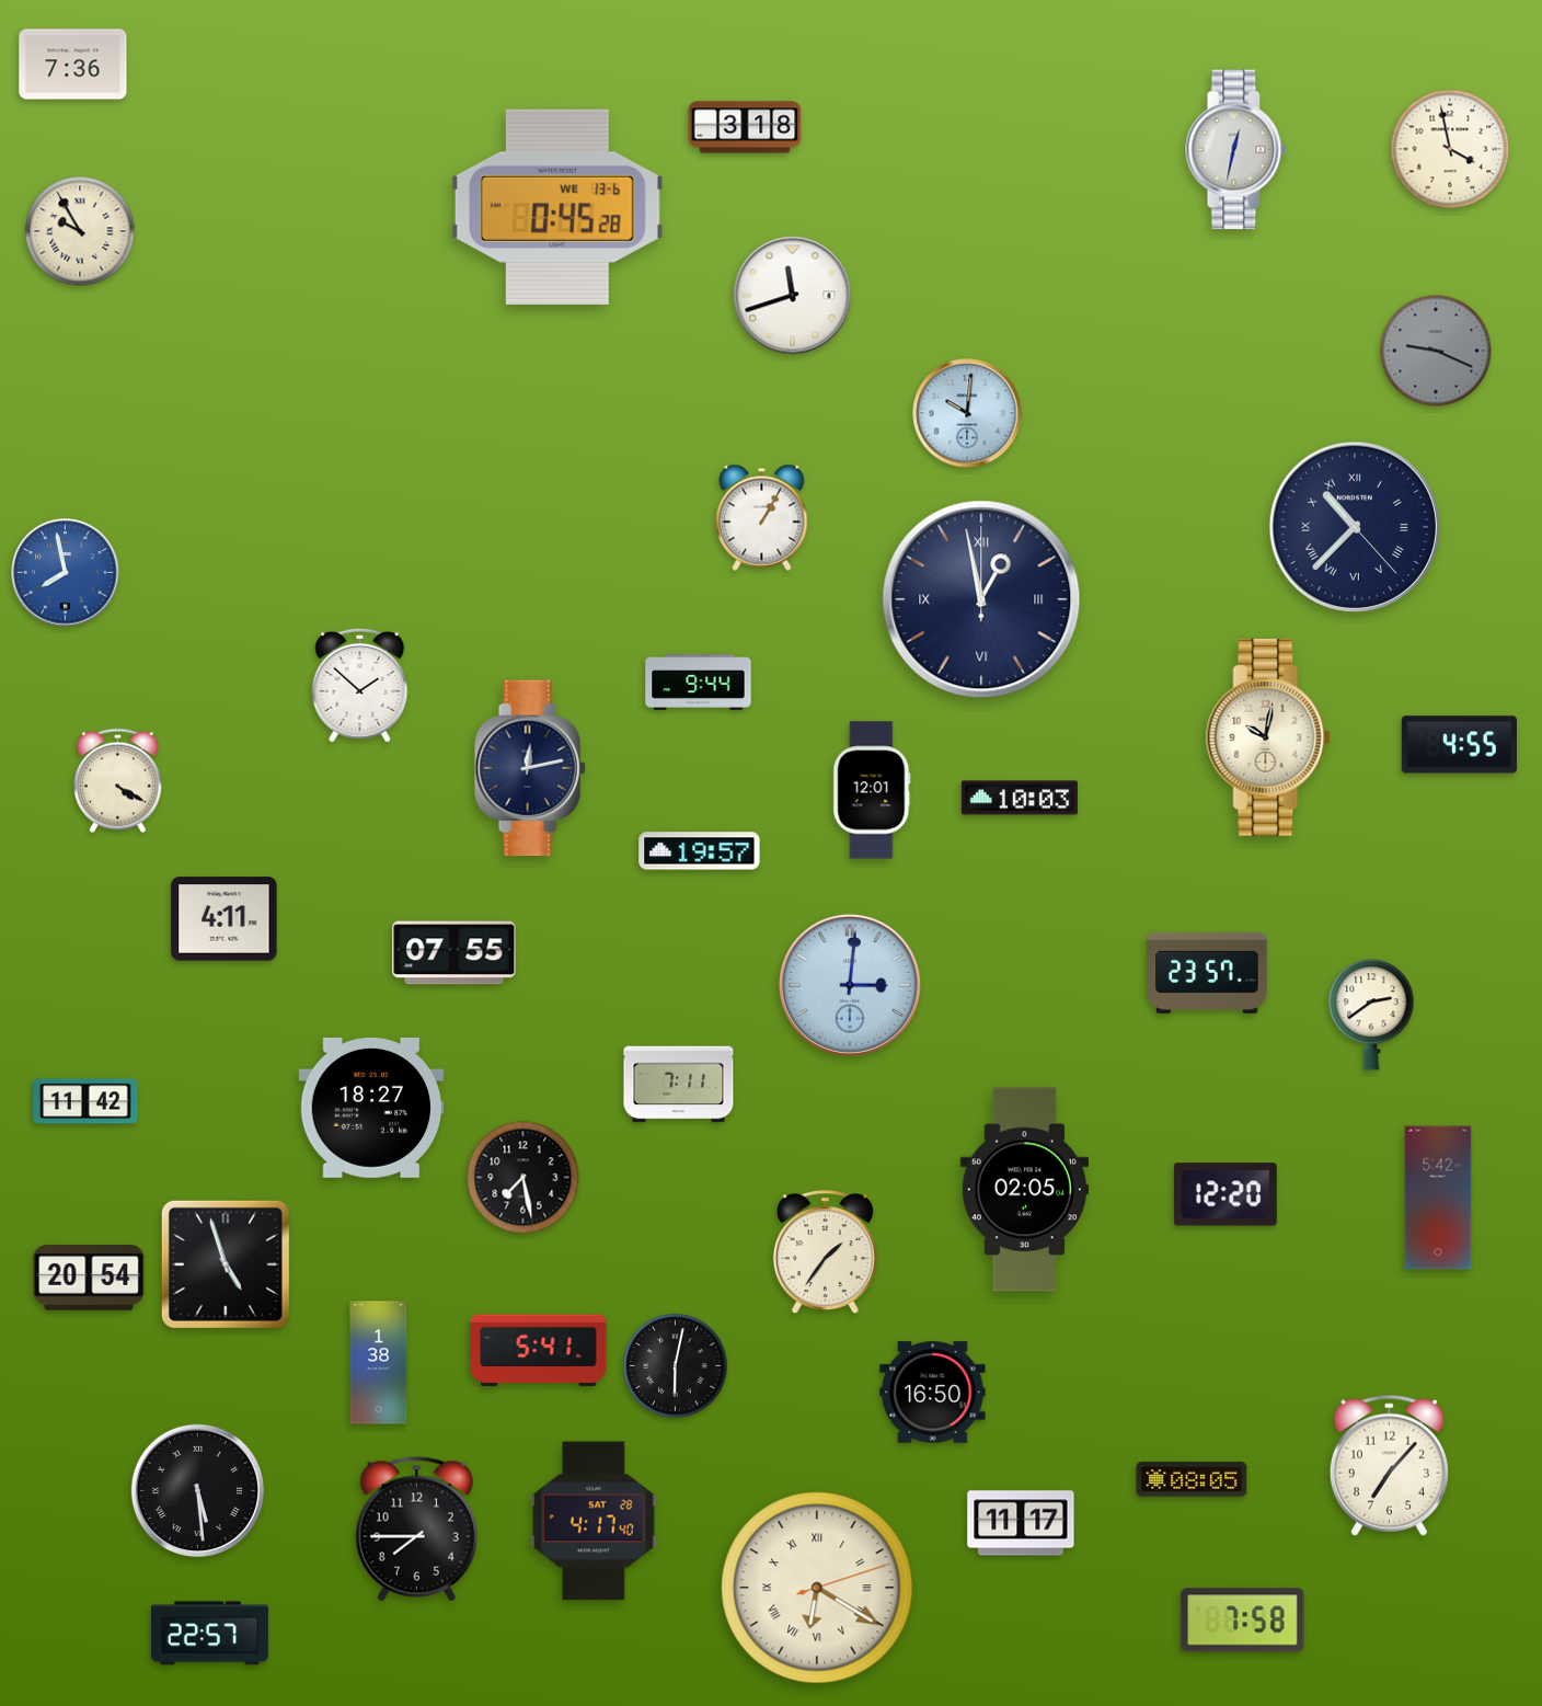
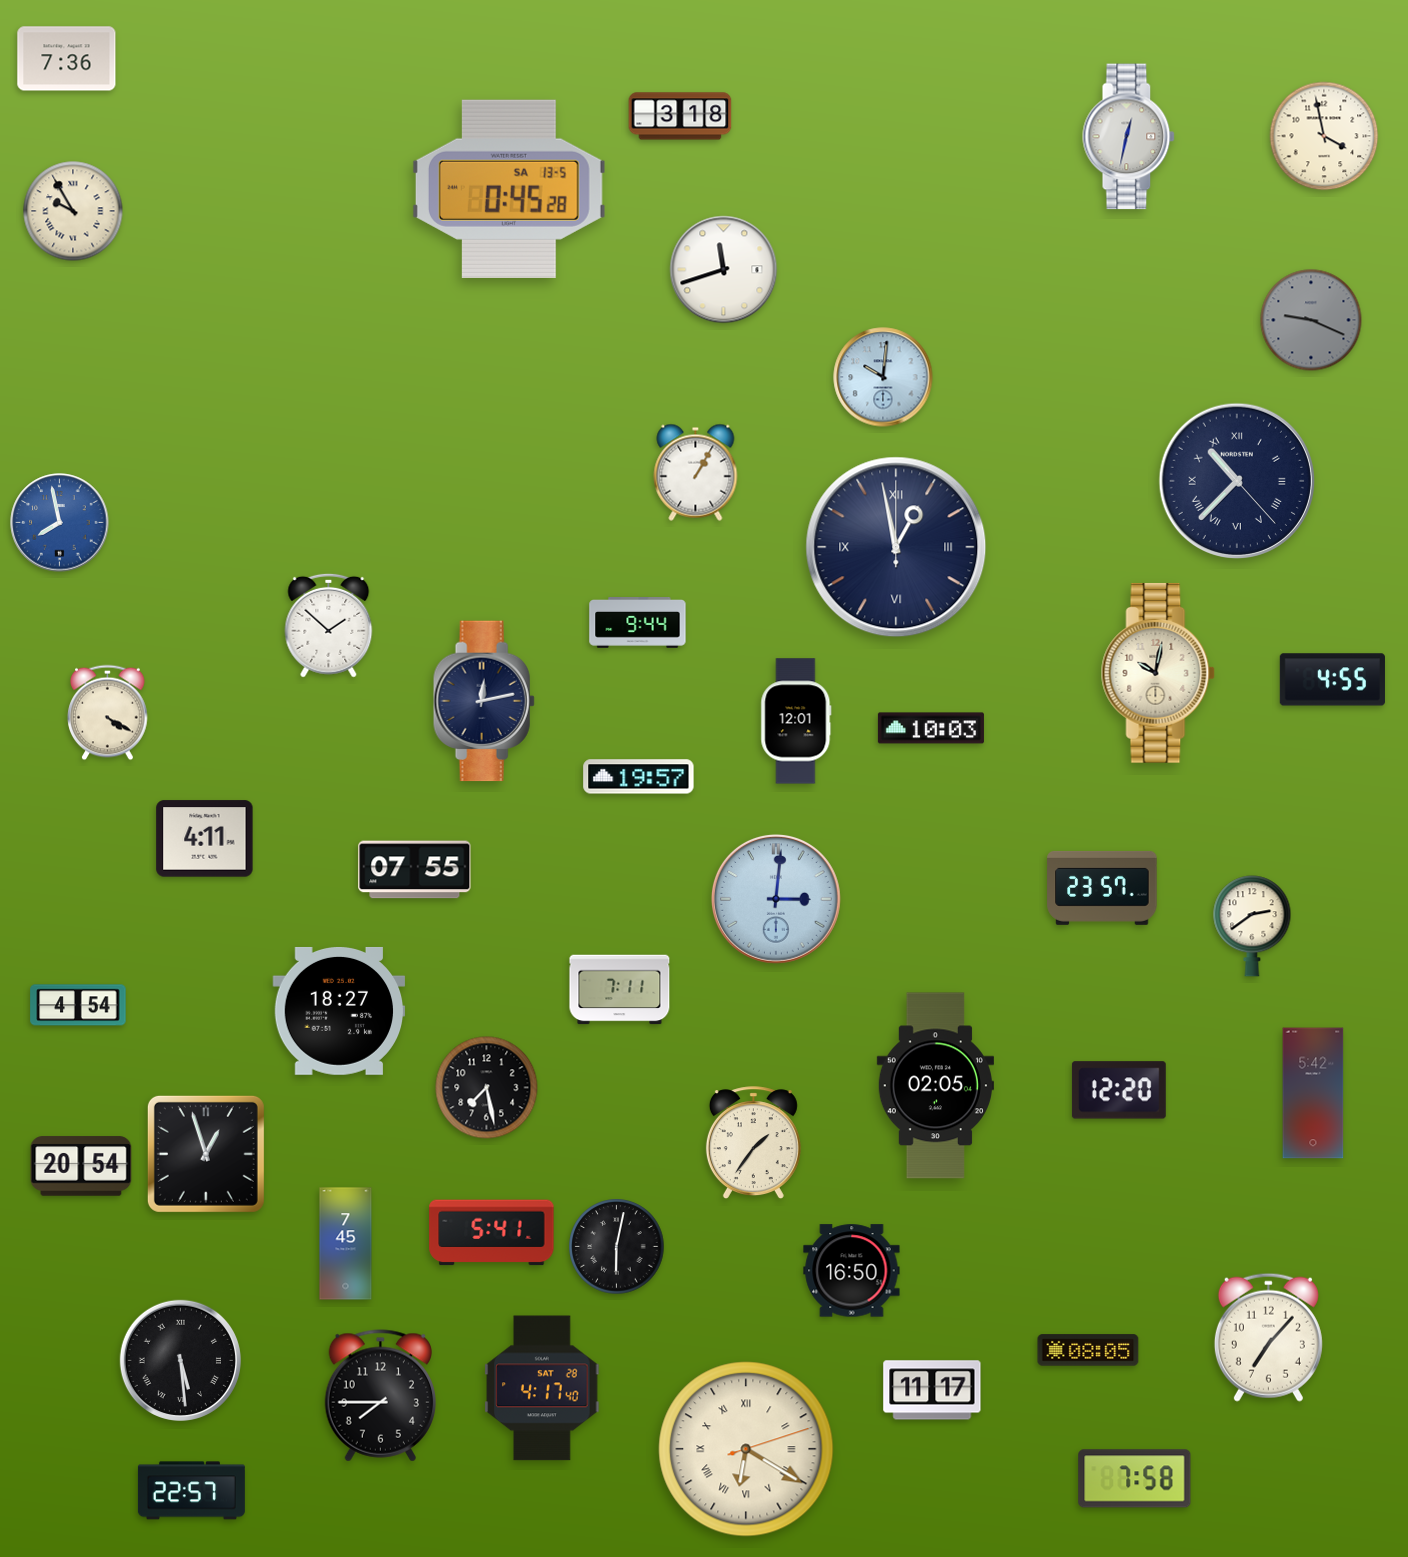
clock at (557, 207) date: WE 13-6 -> SA 13-5
clock at (85, 1101): 11:42 -> 4:54
clock at (523, 1178) position: (523, 1178) -> (487, 1088)
clock at (226, 1264): 4:57 -> 12:57
clock at (379, 1363): 1:38 -> 7:45
